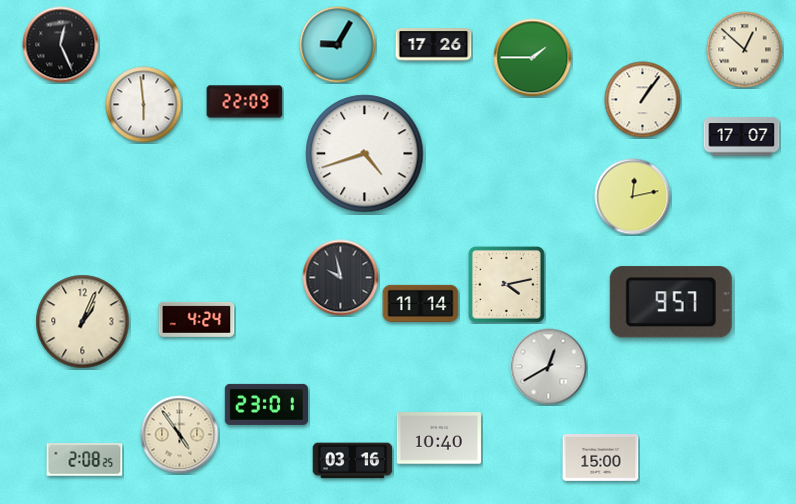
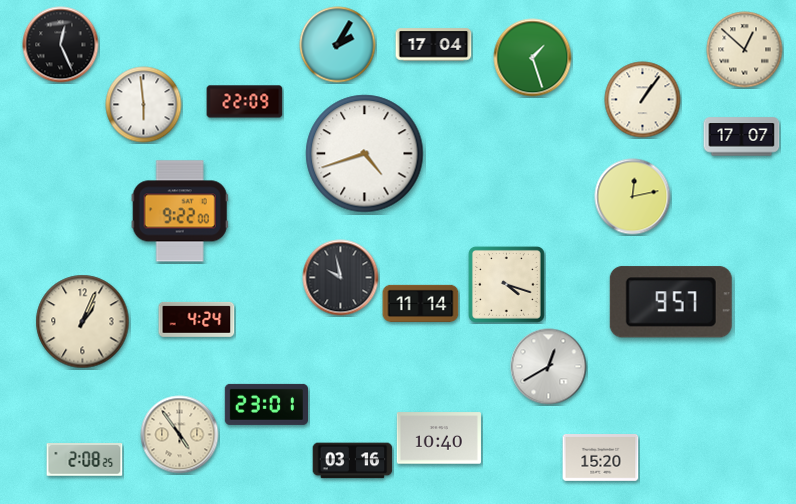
clock at (338, 45): 9:05 -> 2:05
clock at (434, 45): 17:26 -> 17:04
clock at (533, 58): 1:45 -> 1:27
clock at (180, 211): none -> 9:22
clock at (506, 284): 4:13 -> 4:18
clock at (601, 458): 15:00 -> 15:20
